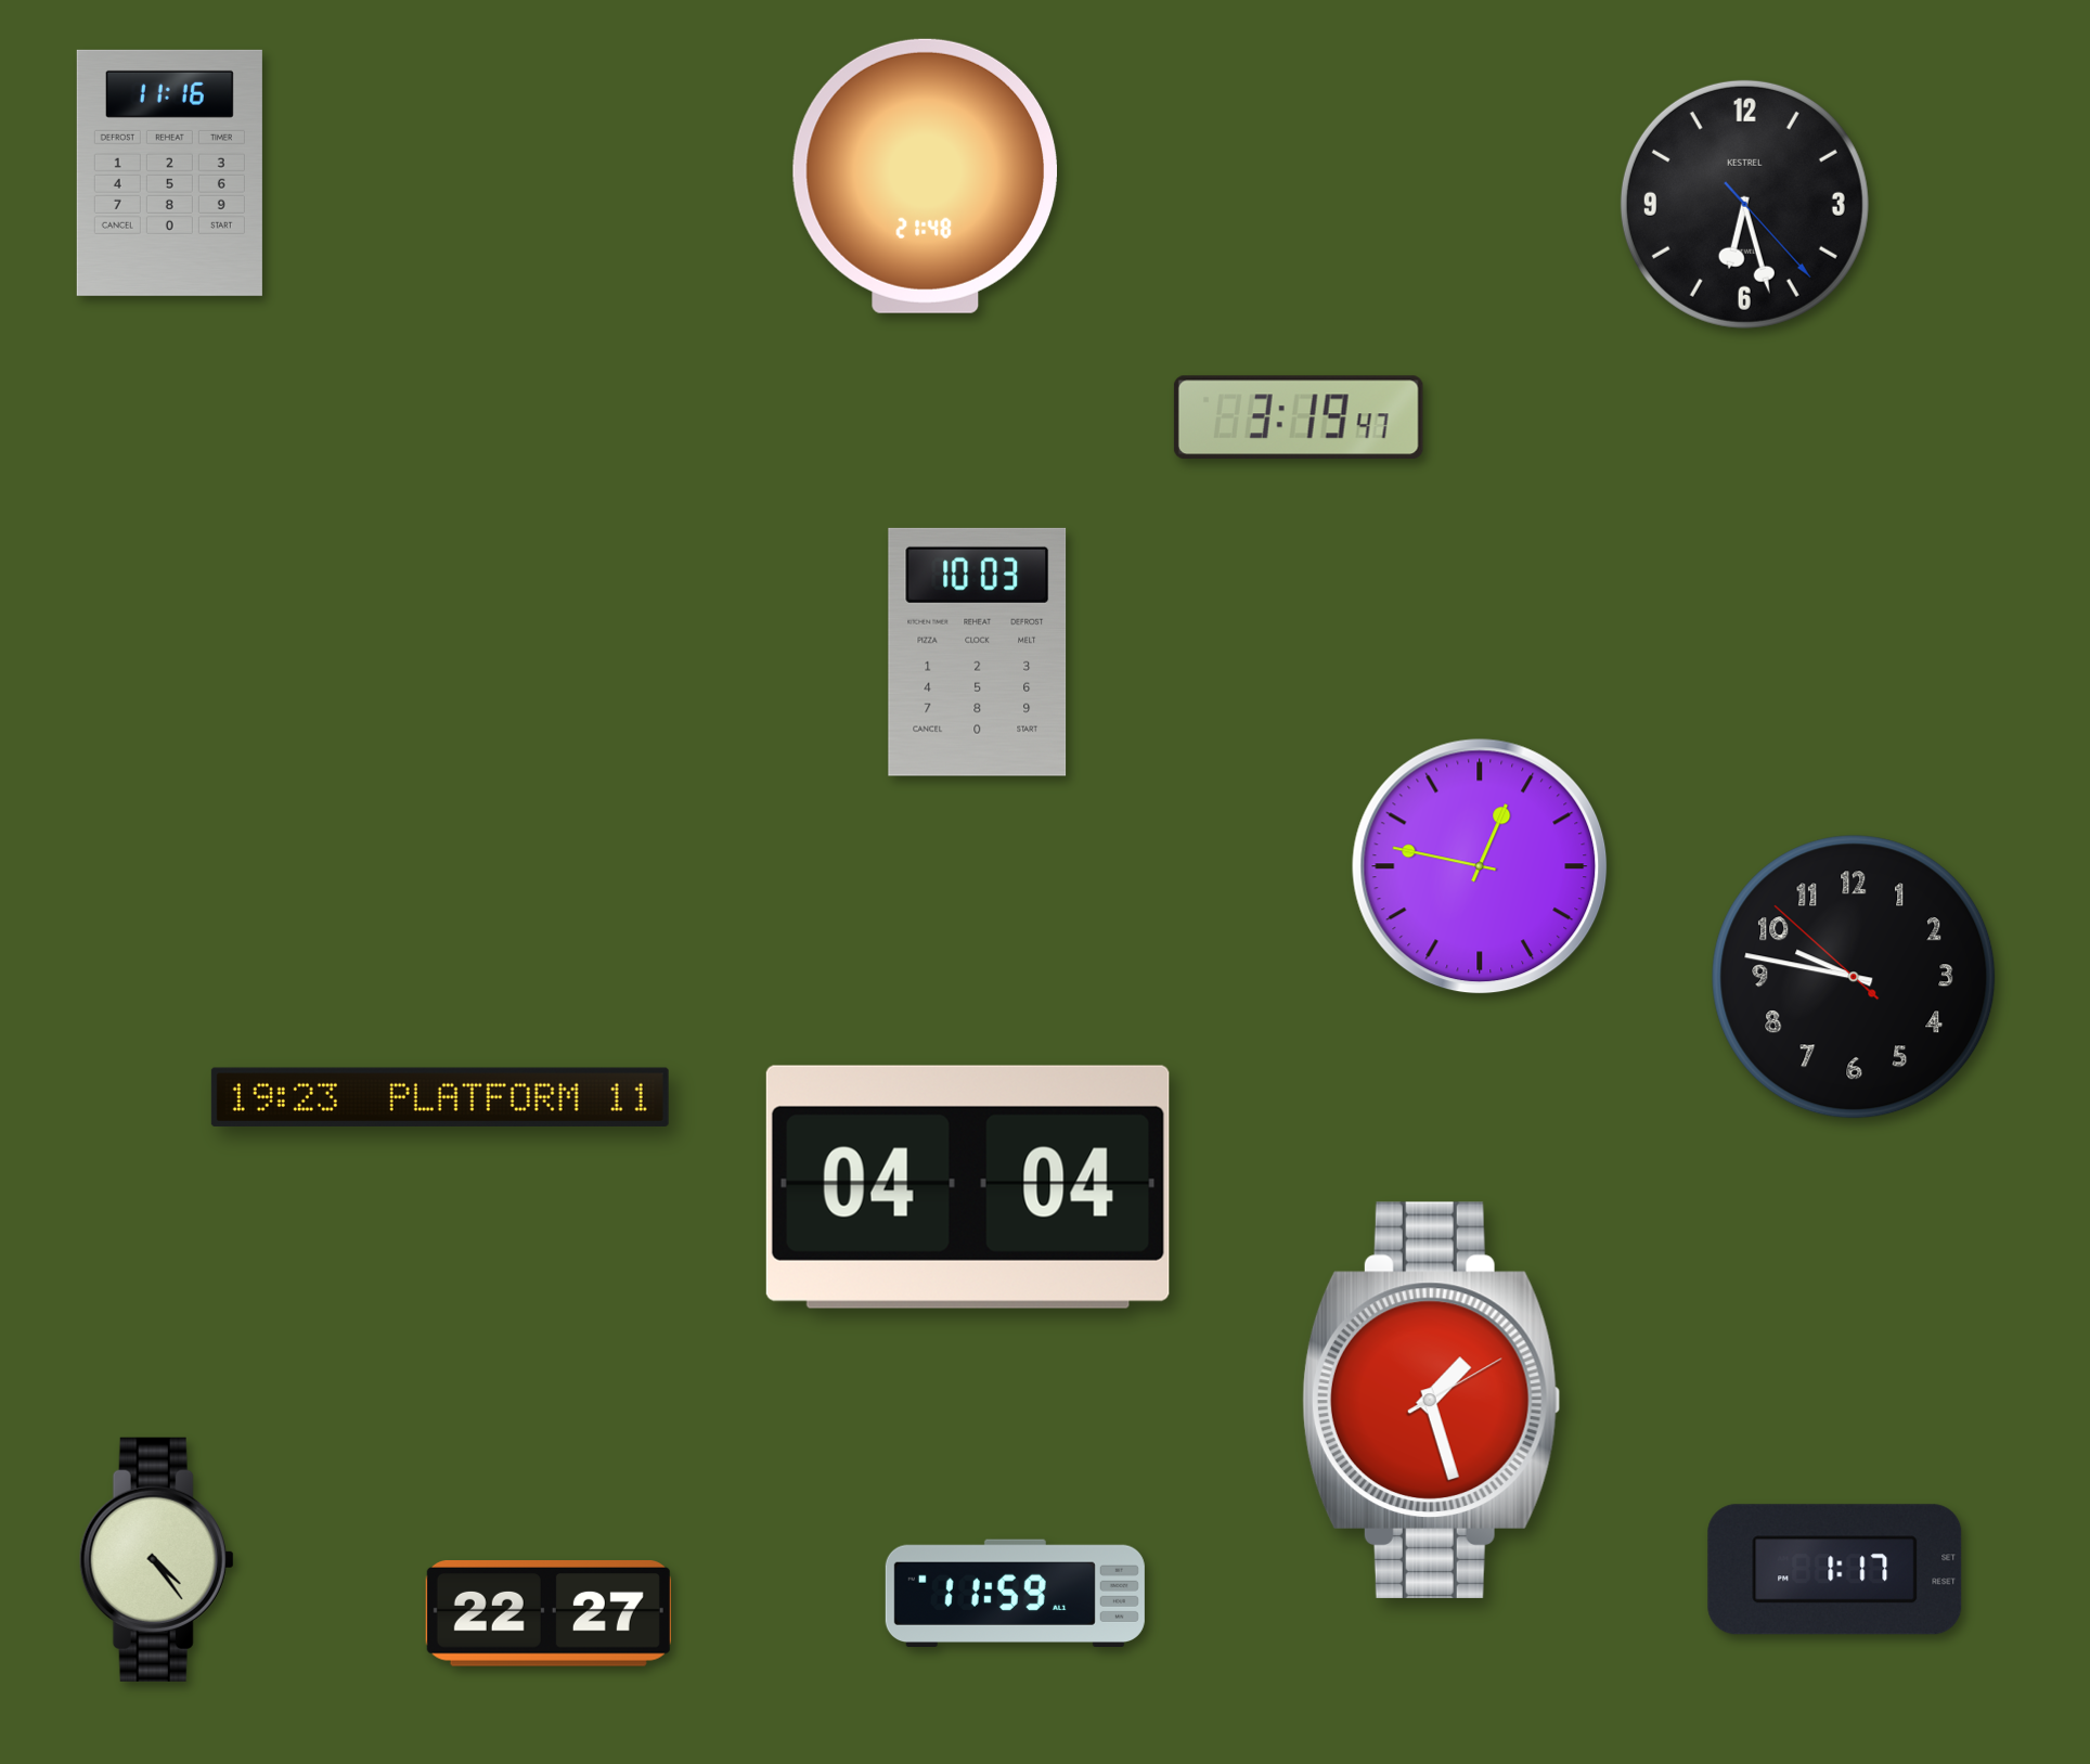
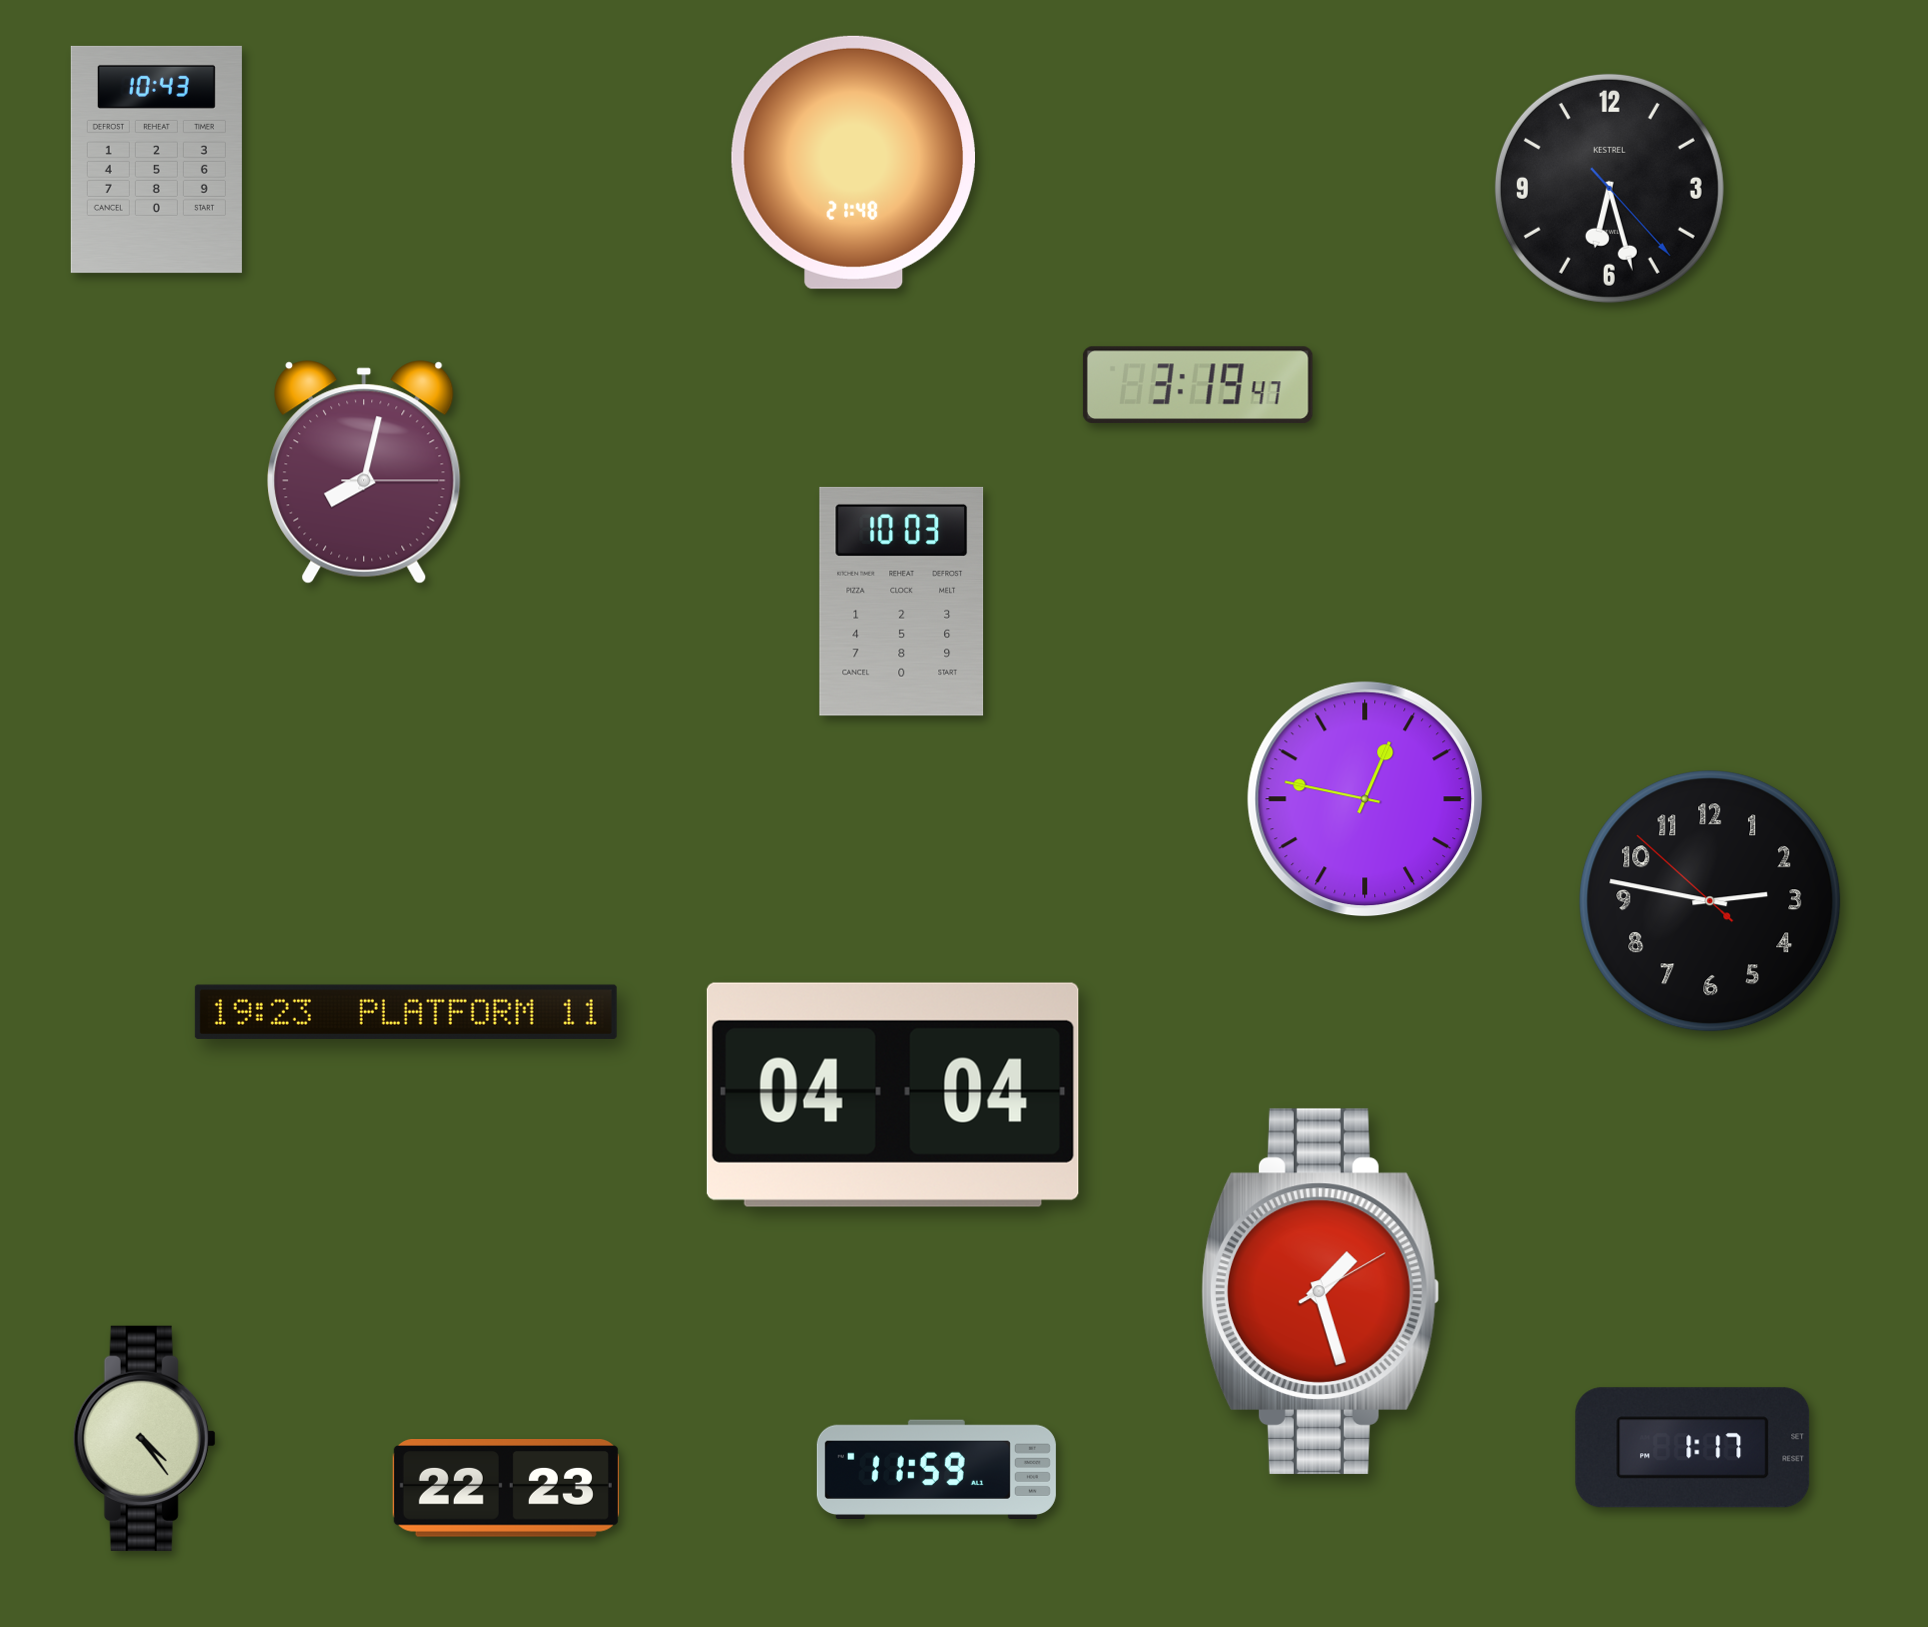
clock at (169, 172): 11:16 -> 10:43
clock at (364, 472): none -> 8:02
clock at (1854, 977): 9:46 -> 2:46
clock at (549, 1614): 22:27 -> 22:23
